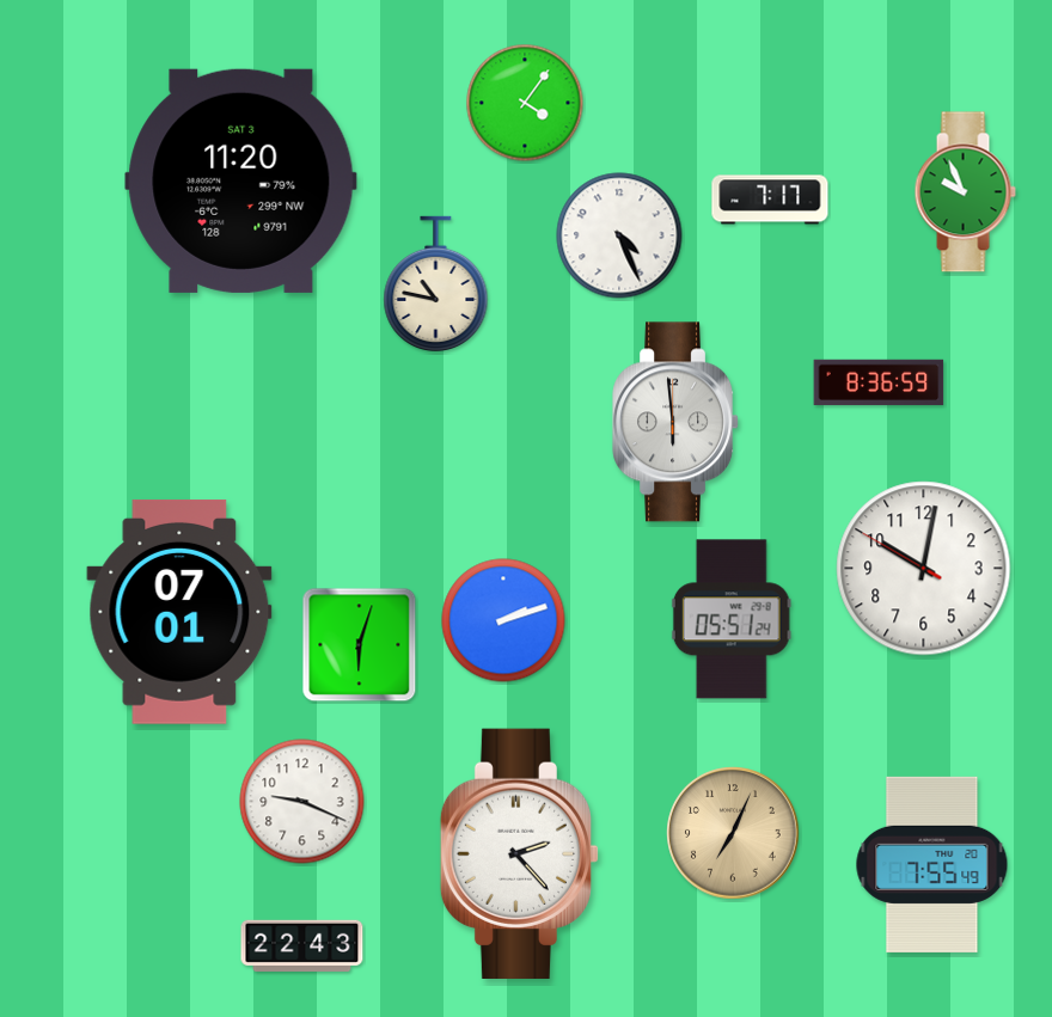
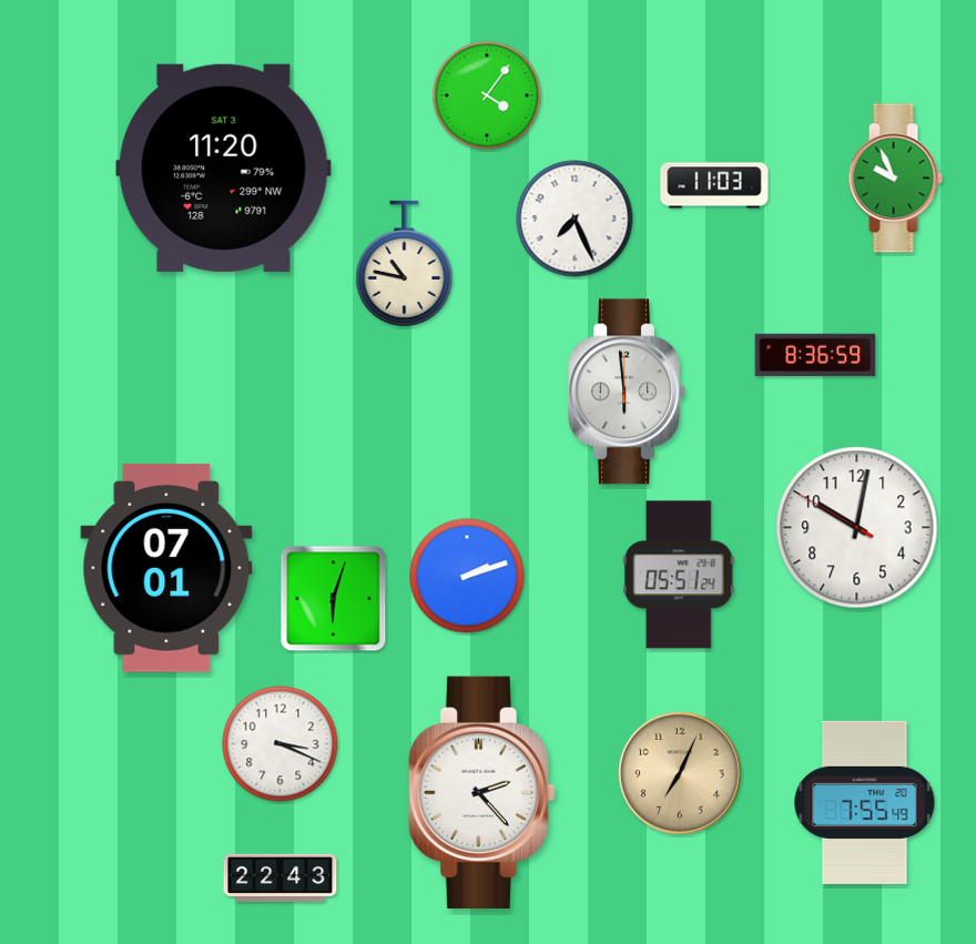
clock at (770, 200): 7:17 -> 11:03
clock at (619, 235): 4:26 -> 7:26
clock at (302, 802): 9:19 -> 3:19
